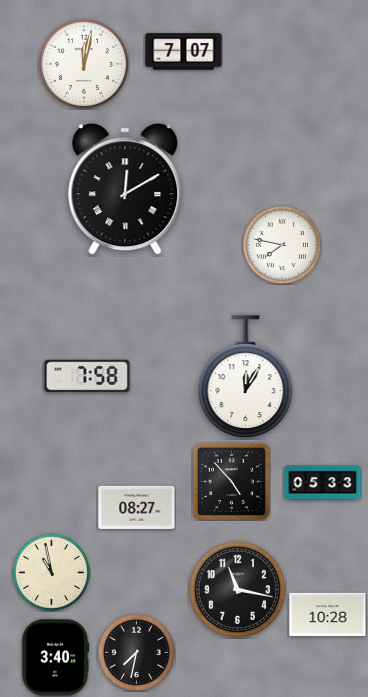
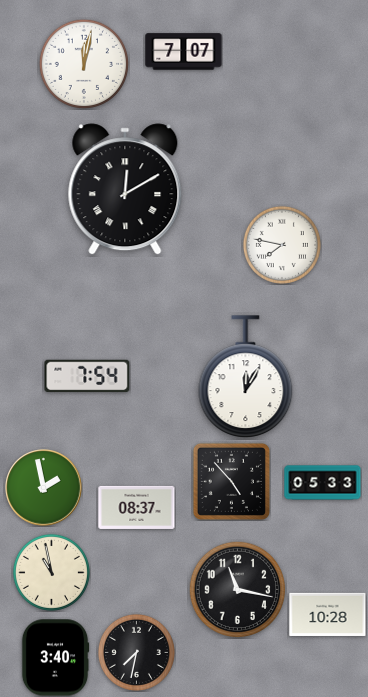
clock at (87, 376): 7:58 -> 7:54
clock at (44, 488): none -> 1:58
clock at (137, 507): 08:27 -> 08:37
